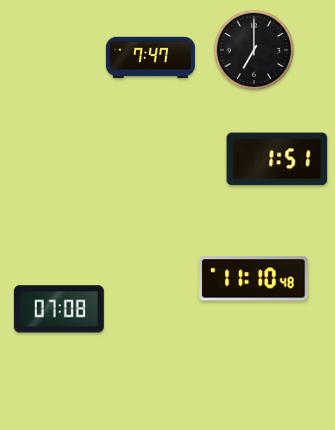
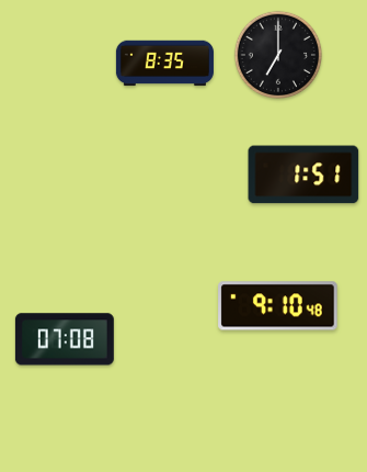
clock at (150, 58): 7:47 -> 8:35
clock at (254, 279): 11:10 -> 9:10
